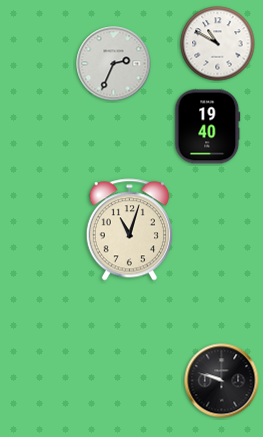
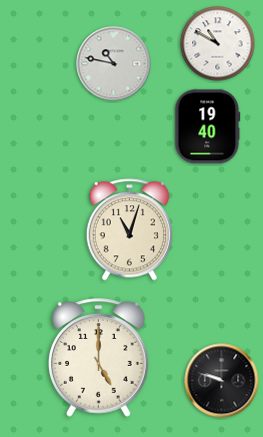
clock at (114, 64): 2:34 -> 10:47
clock at (99, 358): none -> 5:00
